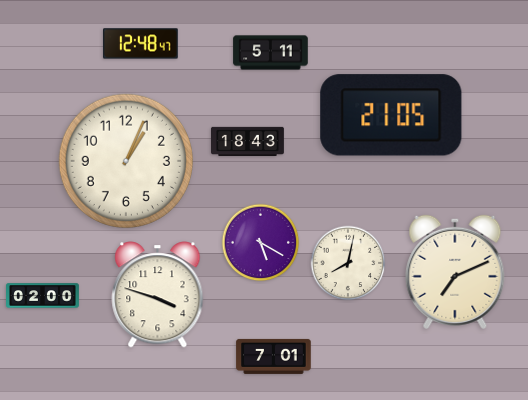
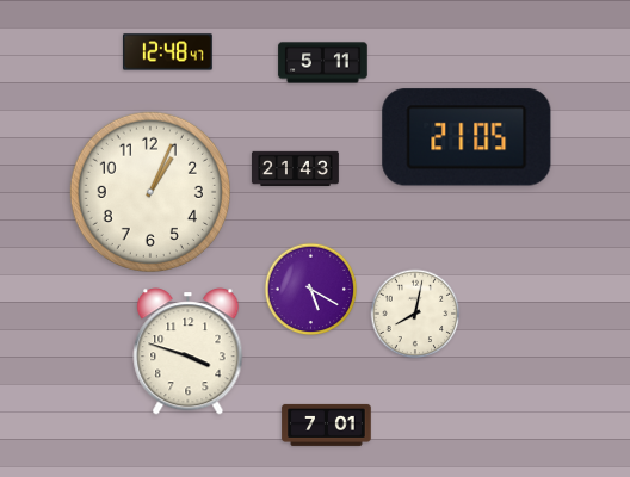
clock at (248, 141): 18:43 -> 21:43
clock at (455, 272): 7:11 -> none
clock at (43, 296): 02:00 -> none
